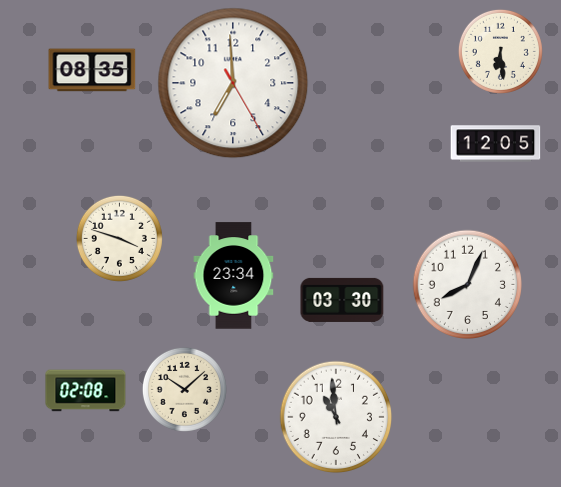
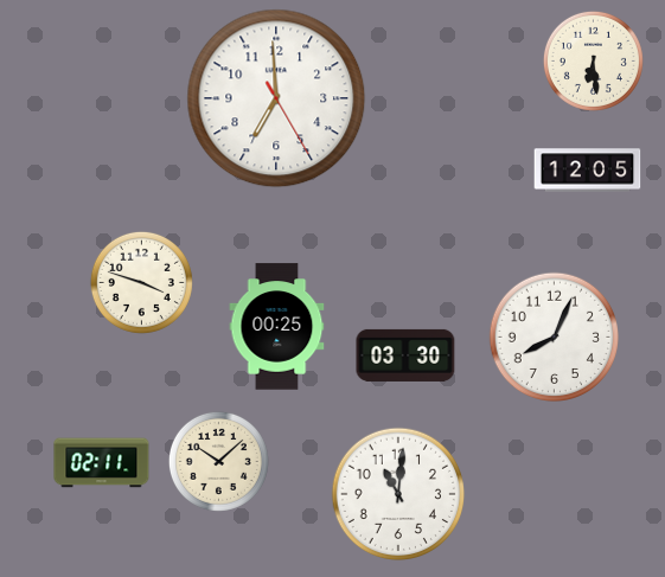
clock at (92, 70): 08:35 -> none
clock at (234, 276): 23:34 -> 00:25
clock at (86, 391): 02:08 -> 02:11
clock at (336, 417): 10:59 -> 11:01
